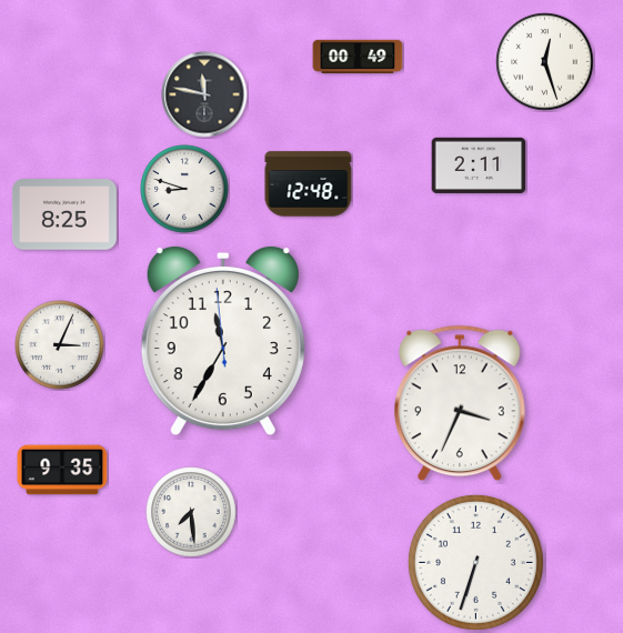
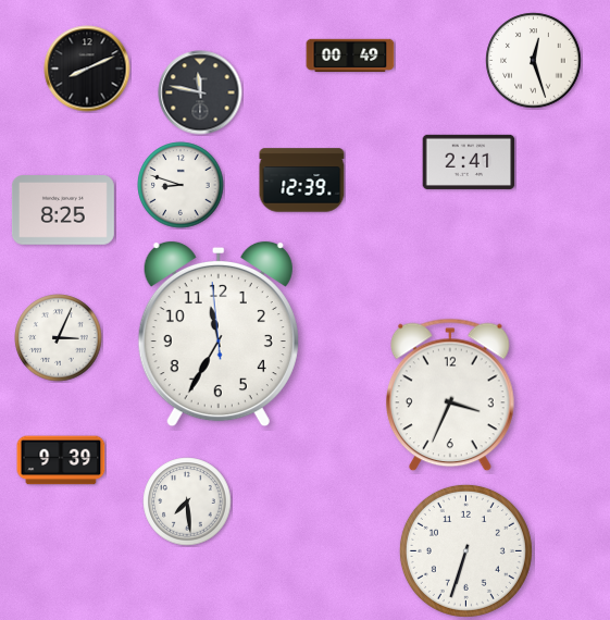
clock at (87, 69): none -> 8:11
clock at (479, 165): 2:11 -> 2:41
clock at (309, 184): 12:48 -> 12:39
clock at (62, 470): 9:35 -> 9:39
